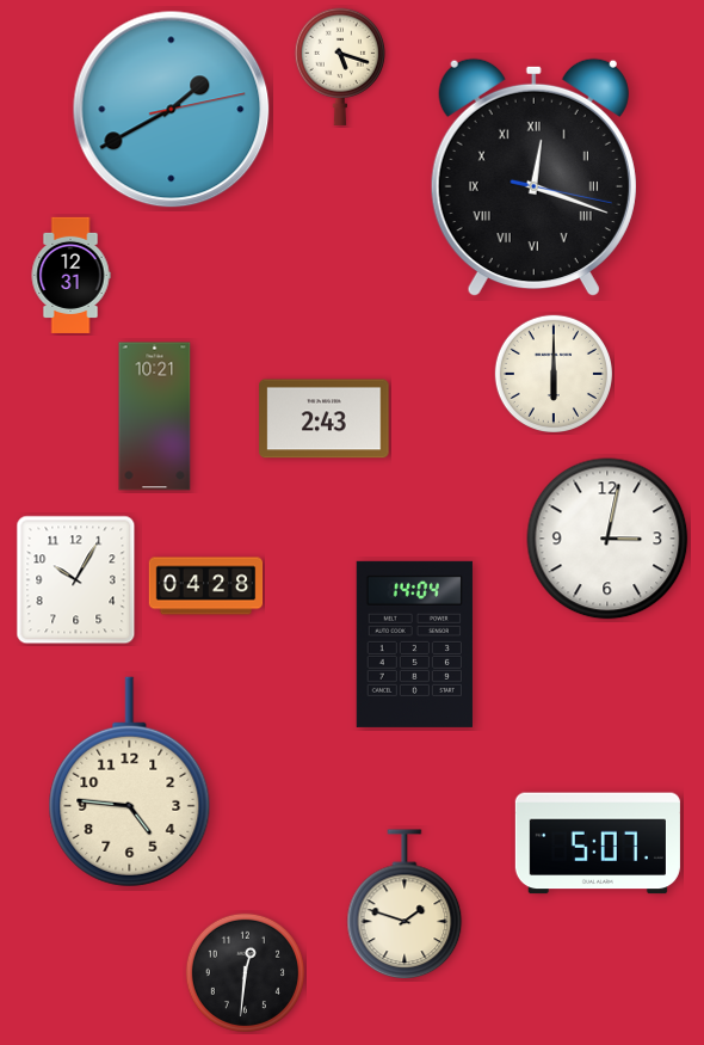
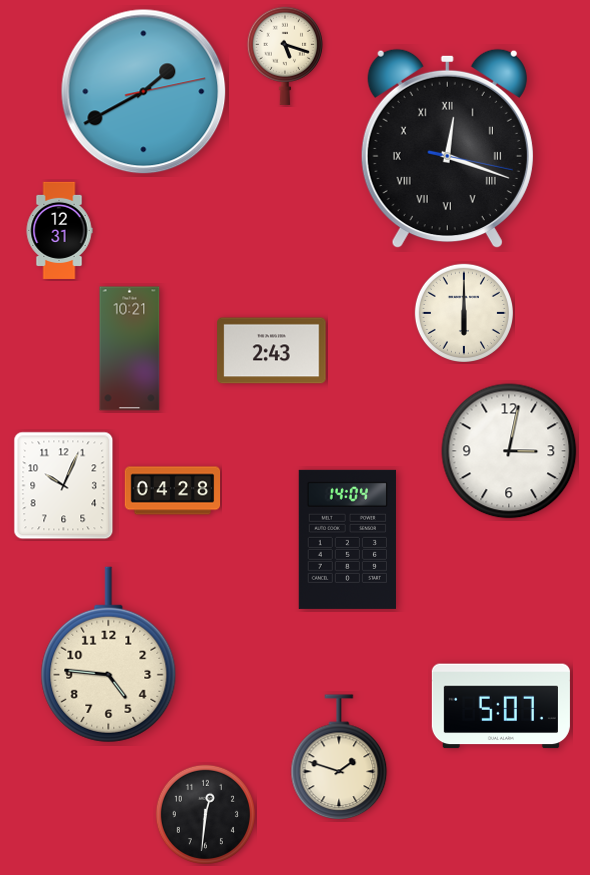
clock at (76, 580): 10:05 -> 10:04
